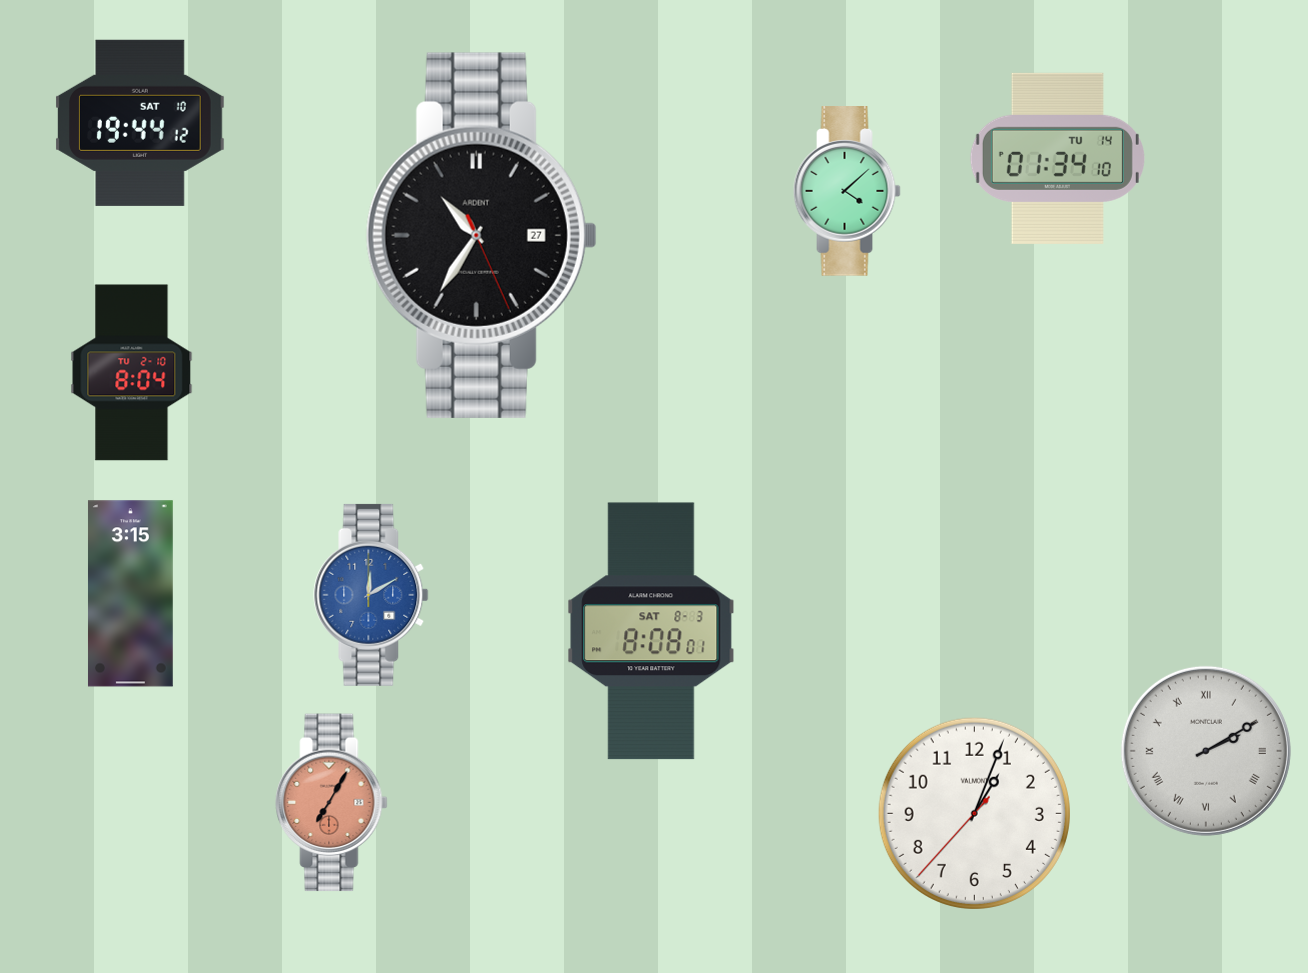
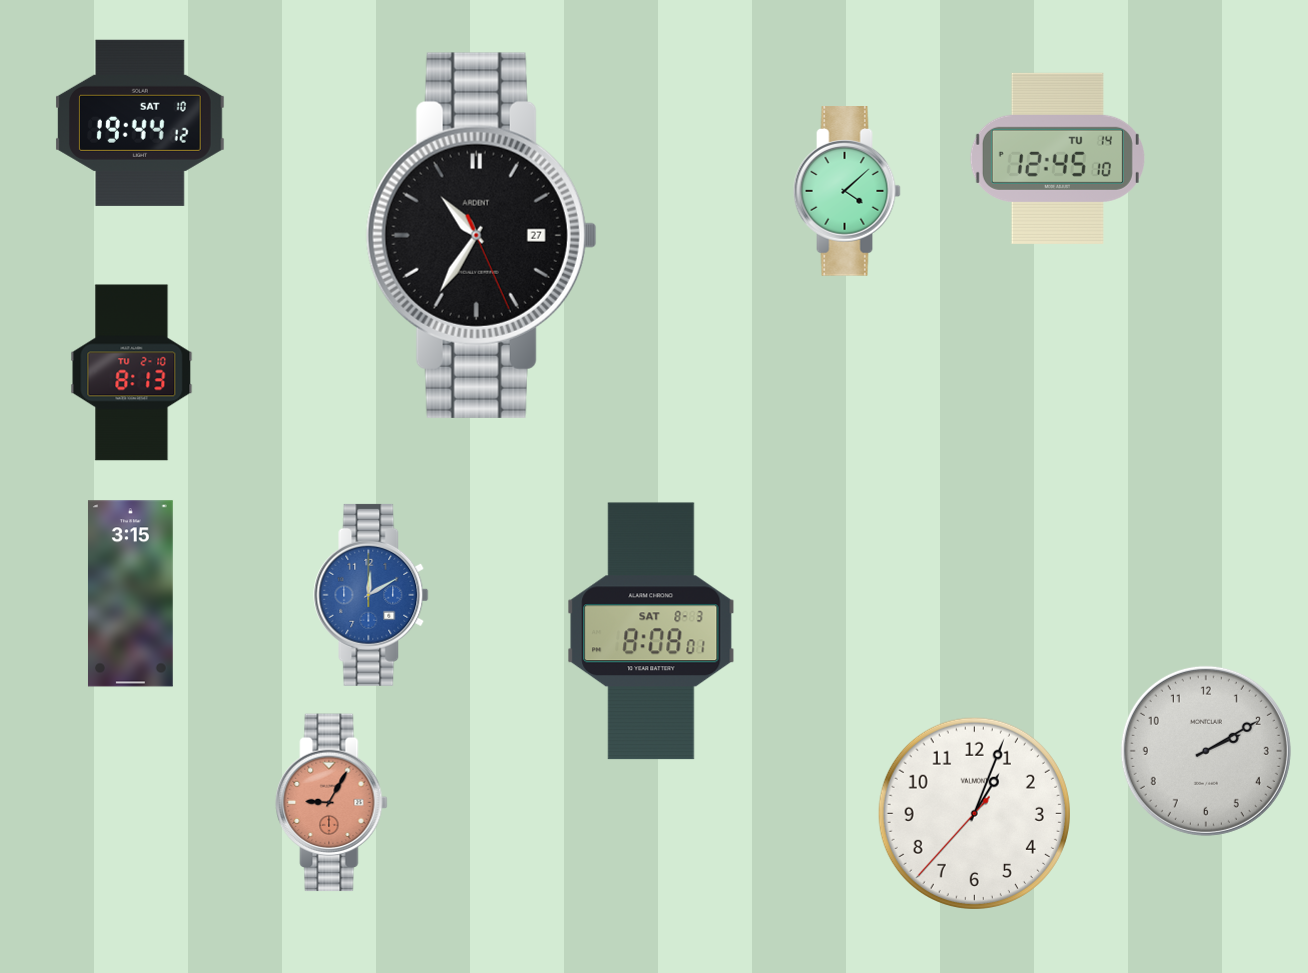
clock at (1057, 158): 01:34 -> 12:45
clock at (132, 373): 8:04 -> 8:13
clock at (1206, 751) numerals: Roman -> Arabic
clock at (332, 803): 7:05 -> 9:05
